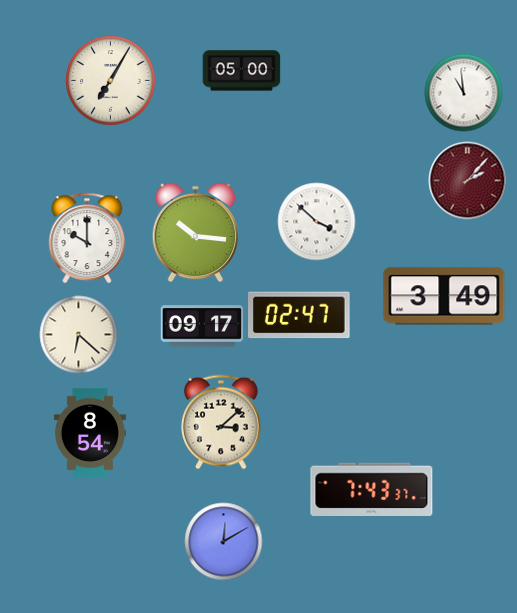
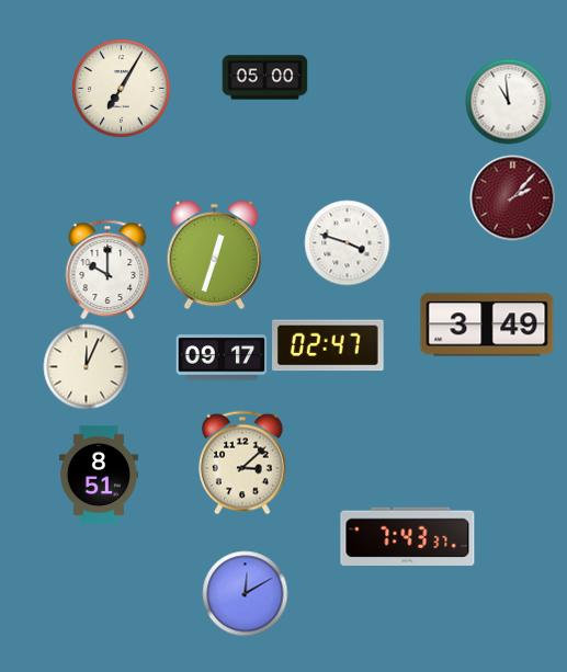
clock at (316, 221): 3:52 -> 3:48
clock at (195, 232): 10:16 -> 12:33
clock at (87, 238) position: (87, 238) -> (107, 270)
clock at (78, 334): 6:22 -> 12:04
clock at (90, 433): 8:54 -> 8:51
